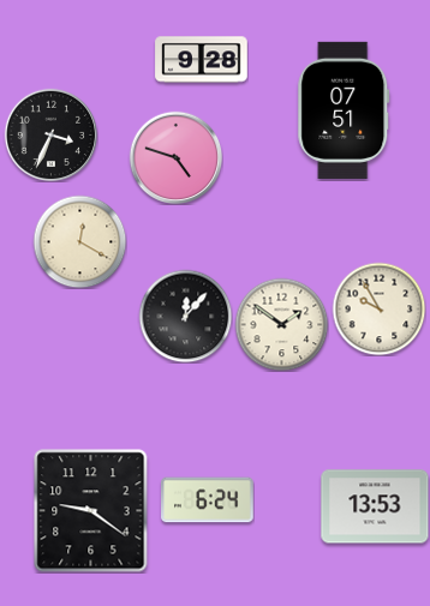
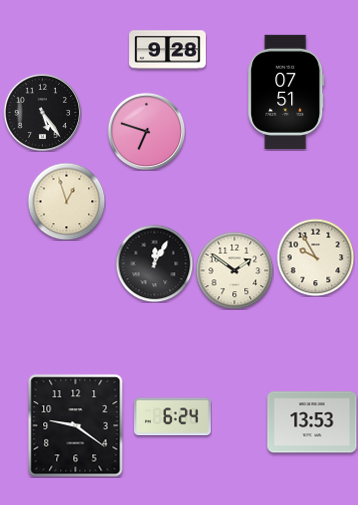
clock at (50, 134): 3:34 -> 5:24
clock at (175, 157): 4:48 -> 6:48
clock at (79, 241): 12:20 -> 12:57
clock at (185, 316): 12:07 -> 12:05
